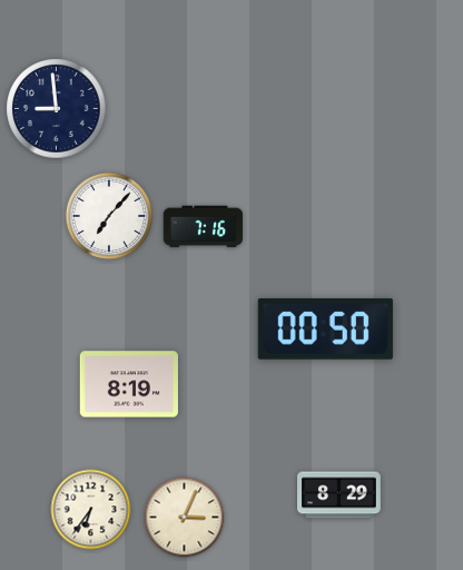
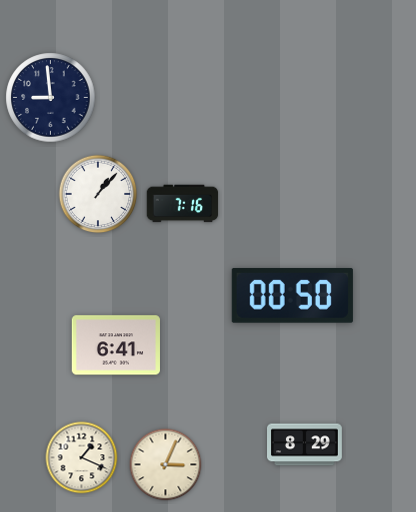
clock at (109, 216): 7:07 -> 1:07
clock at (129, 384): 8:19 -> 6:41
clock at (91, 510): 6:36 -> 1:19
